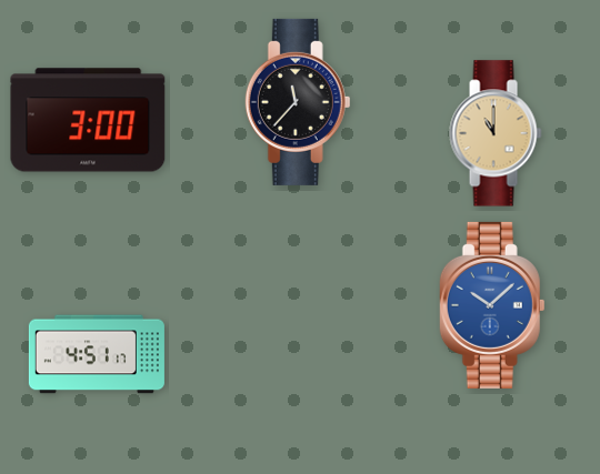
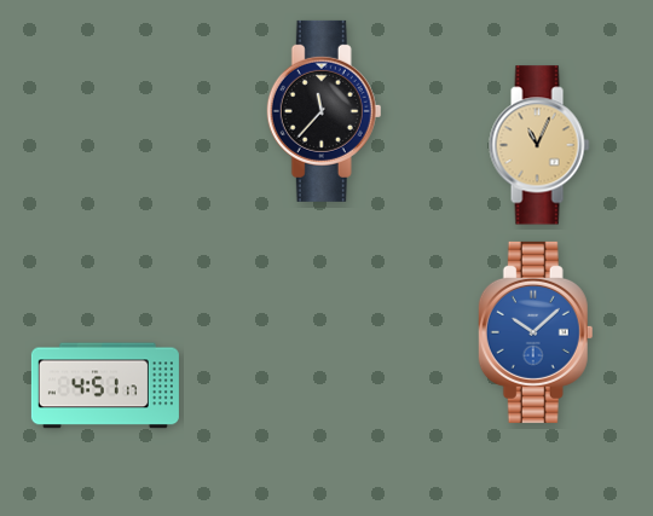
clock at (88, 120): 3:00 -> none
clock at (496, 133): 11:00 -> 11:04
